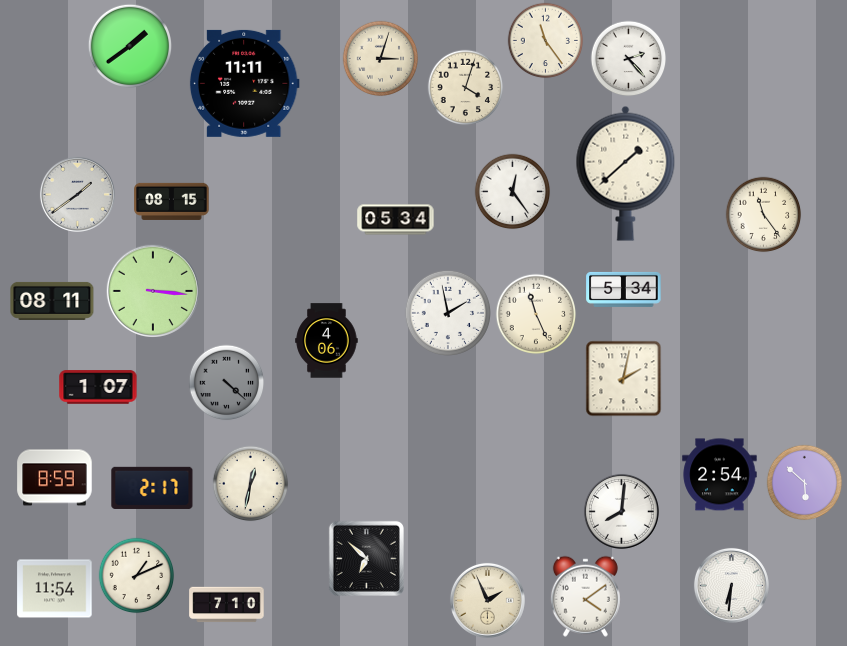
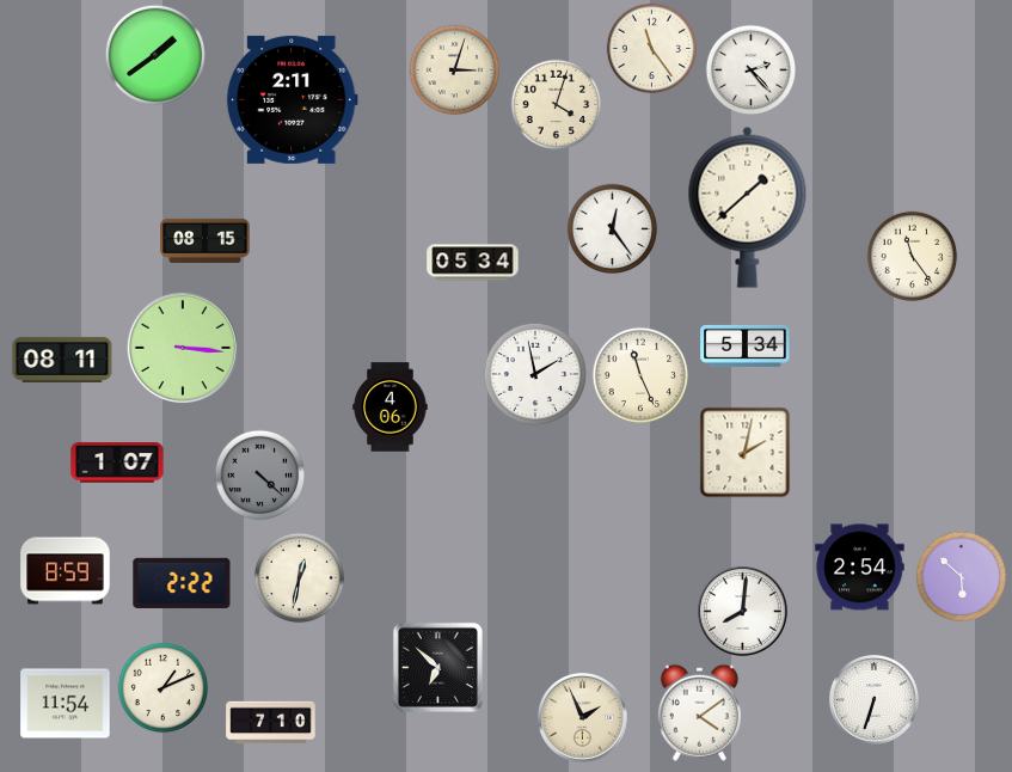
clock at (244, 83): 11:11 -> 2:11
clock at (77, 194): 1:39 -> none
clock at (227, 383) position: (227, 383) -> (260, 476)
clock at (152, 488): 2:17 -> 2:22
clock at (731, 585): 6:31 -> 6:33
